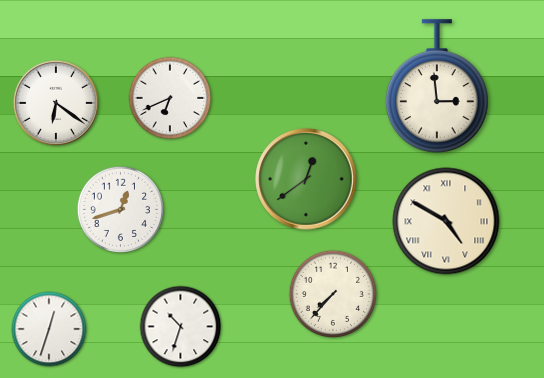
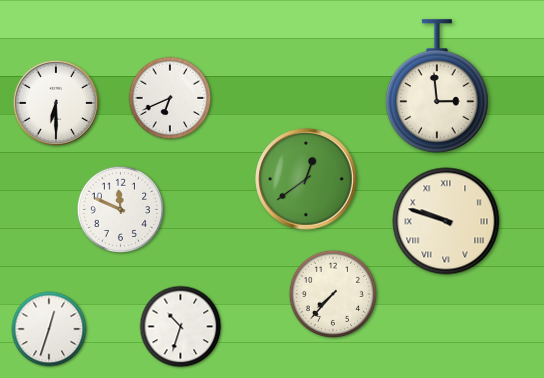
clock at (55, 102): 6:21 -> 6:30
clock at (120, 209): 12:42 -> 11:49
clock at (446, 221): 4:50 -> 9:48
